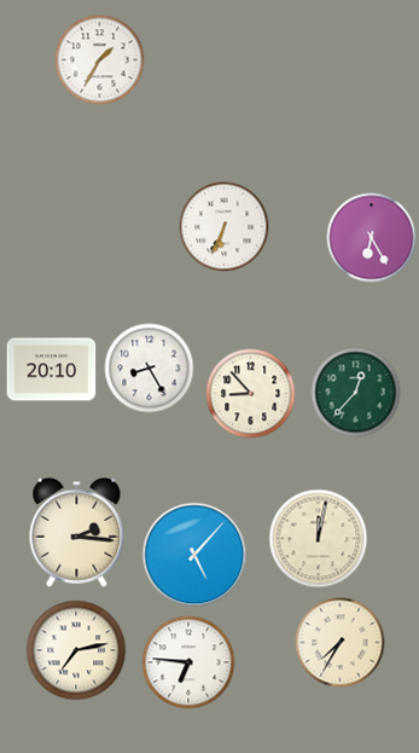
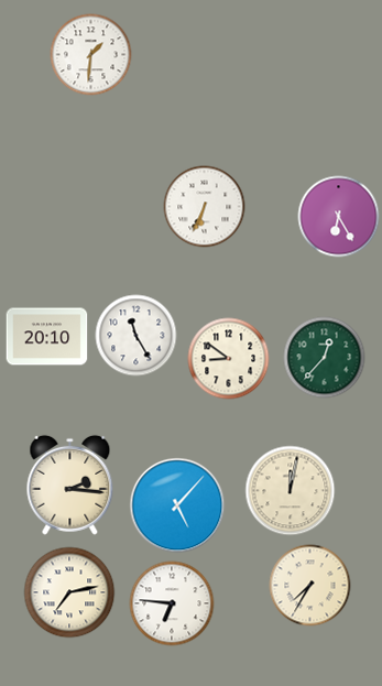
clock at (100, 60): 1:35 -> 1:31
clock at (150, 369): 8:25 -> 11:25
clock at (251, 394): 8:53 -> 8:51
